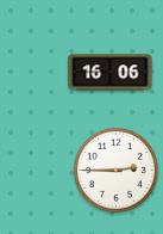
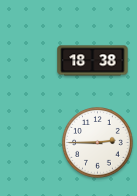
clock at (111, 73): 16:06 -> 18:38
